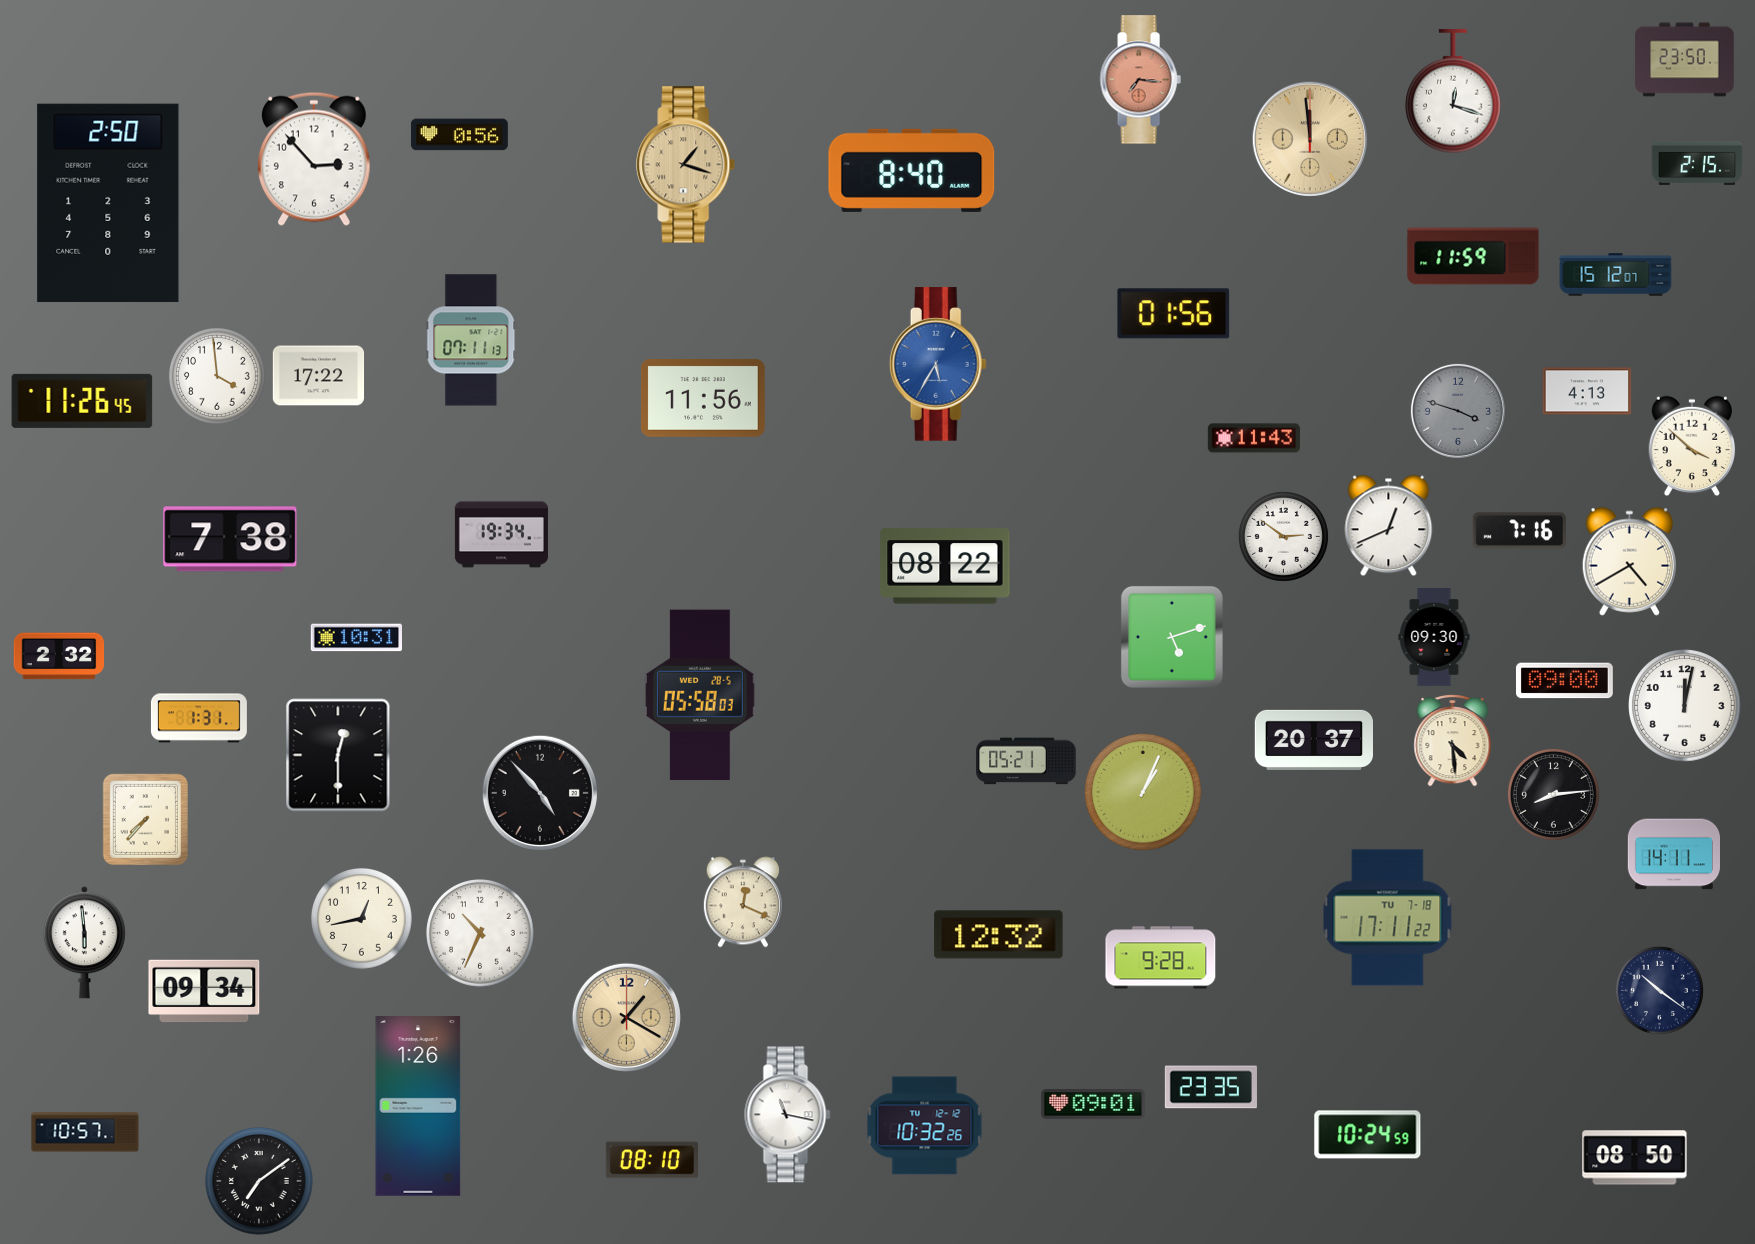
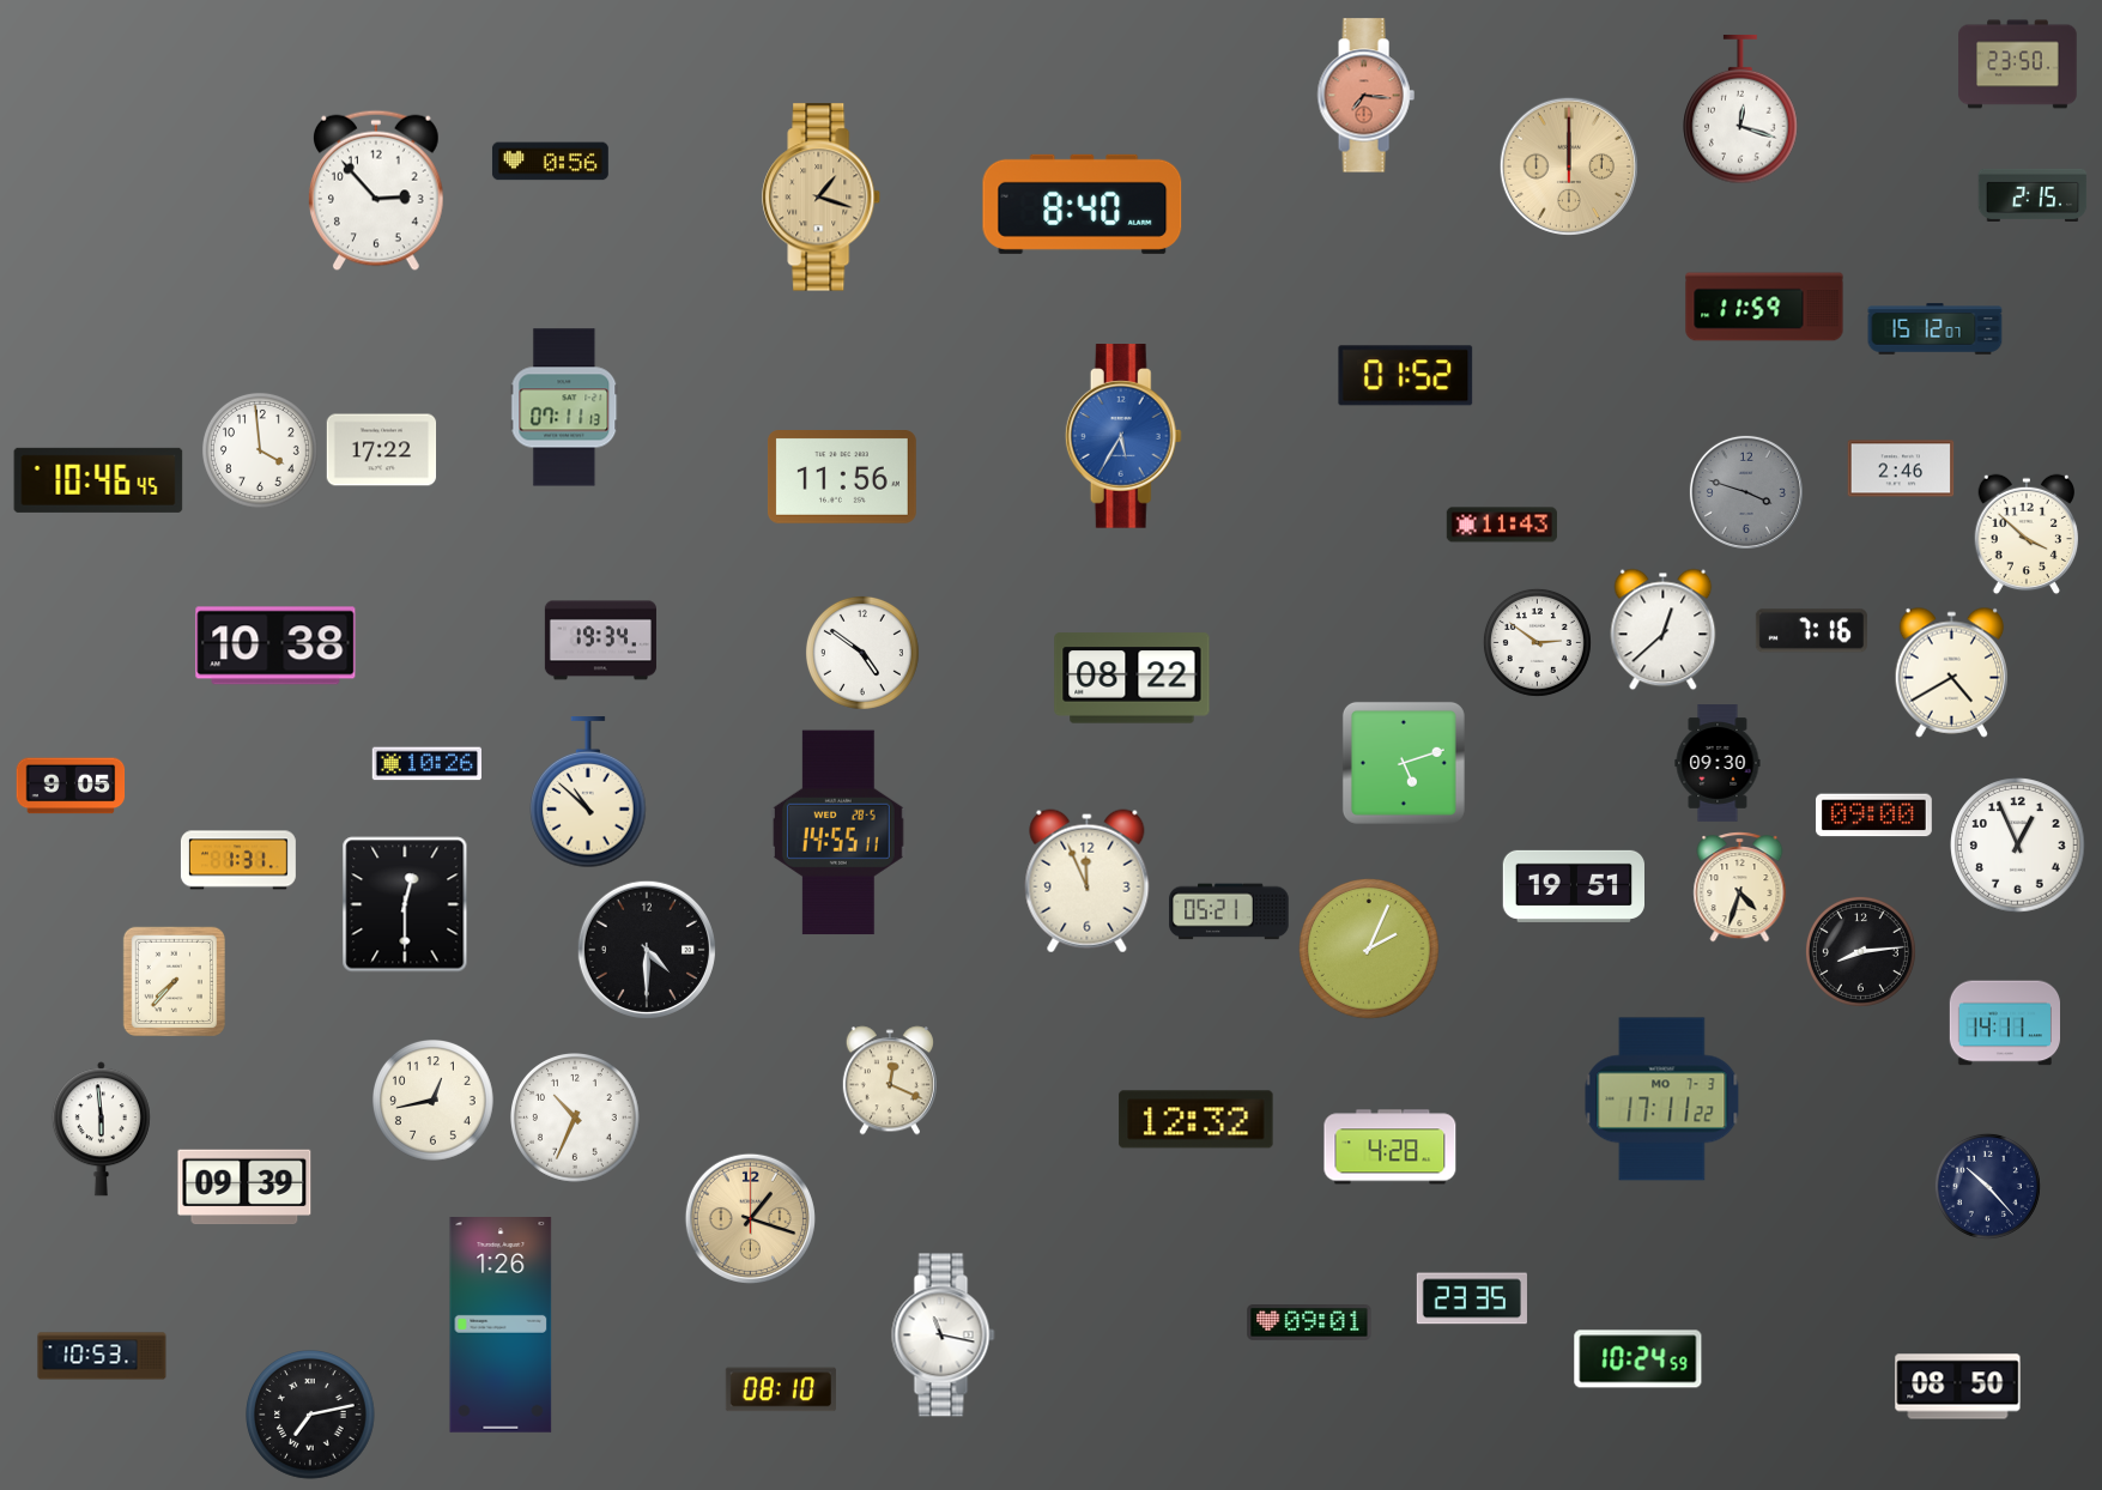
clock at (1685, 60) position: (1685, 60) -> (2018, 65)
clock at (1310, 139): 11:59 -> 12:00
clock at (912, 170) position: (912, 170) -> (1083, 204)
clock at (108, 203): 2:50 -> none
clock at (1174, 314): 01:56 -> 01:52
clock at (1587, 391): 4:13 -> 2:46
clock at (82, 401): 11:26 -> 10:46
clock at (1389, 526): 12:41 -> 12:38
clock at (1519, 531) position: (1519, 531) -> (1811, 631)
clock at (230, 539): 7:38 -> 10:38
clock at (862, 653): none -> 4:51
clock at (356, 638): 10:31 -> 10:26
clock at (59, 656): 2:32 -> 9:05
clock at (588, 793): none -> 10:52
clock at (700, 695): 05:58 -> 14:55
clock at (1685, 706): 12:02 -> 12:56
clock at (1088, 882): none -> 11:56
clock at (1314, 740): 20:37 -> 19:51
clock at (1453, 741): 4:29 -> 4:33
clock at (1143, 792): 1:04 -> 2:04
clock at (540, 793): 4:53 -> 4:30
clock at (1388, 918) date: TU 7-18 -> MO 7-3
clock at (1161, 958): 9:28 -> 4:28
clock at (1659, 990): 10:21 -> 10:23
clock at (204, 991): 09:34 -> 09:39
clock at (626, 1017): 1:20 -> 1:18
clock at (1211, 1087) position: (1211, 1087) -> (1472, 1298)
clock at (925, 1126): 10:32 -> none
clock at (85, 1132): 10:57 -> 10:53
clock at (259, 1181): 7:09 -> 7:13
